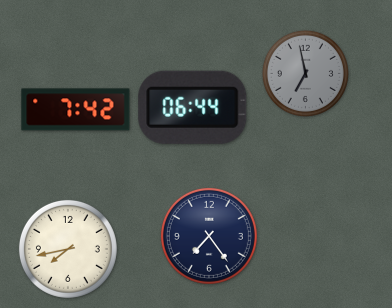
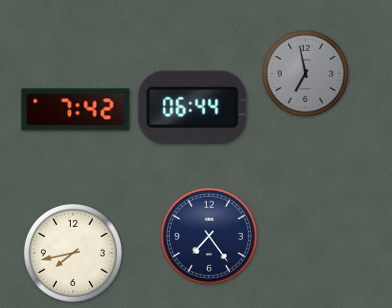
clock at (68, 249) position: (68, 249) -> (73, 253)
